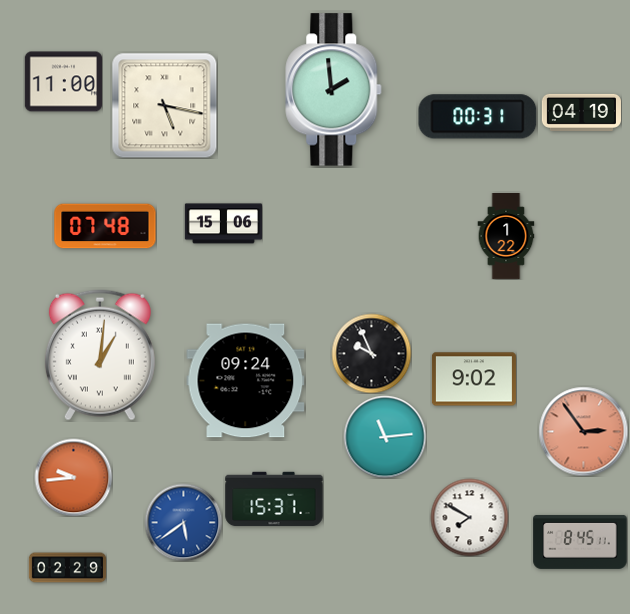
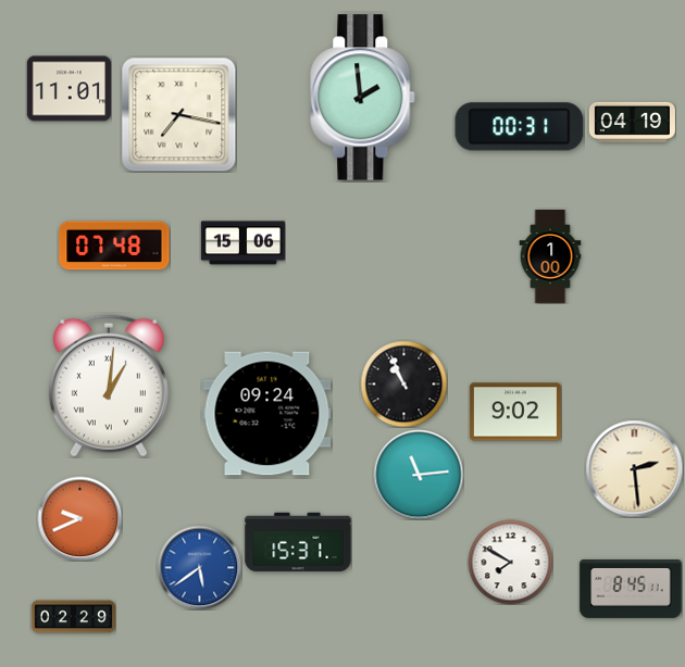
clock at (63, 82): 11:00 -> 11:01
clock at (164, 105): 5:17 -> 7:17
clock at (506, 237): 1:22 -> 1:00
clock at (371, 353): 9:56 -> 10:56
clock at (583, 431): 2:54 -> 2:29
clock at (583, 431) dial: salmon -> cream
clock at (73, 477): 9:44 -> 9:41
